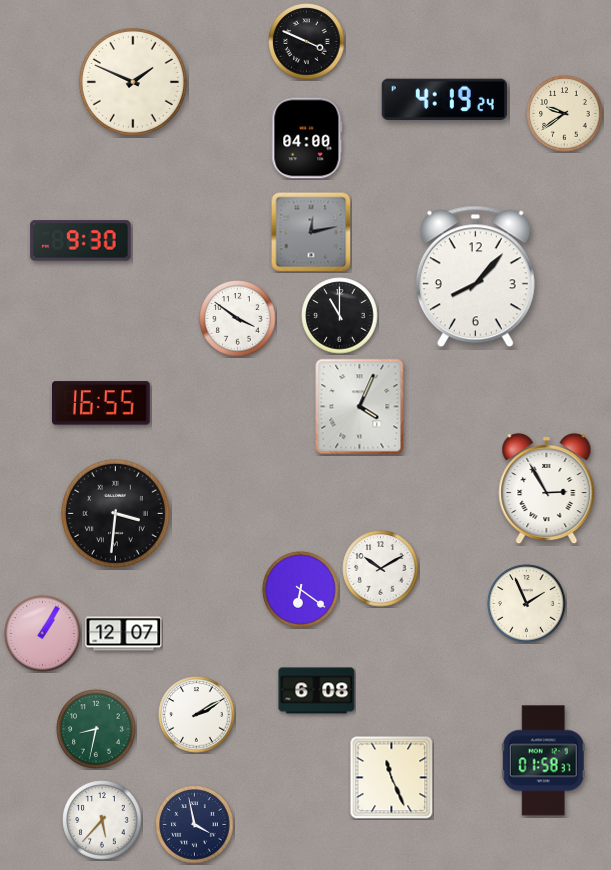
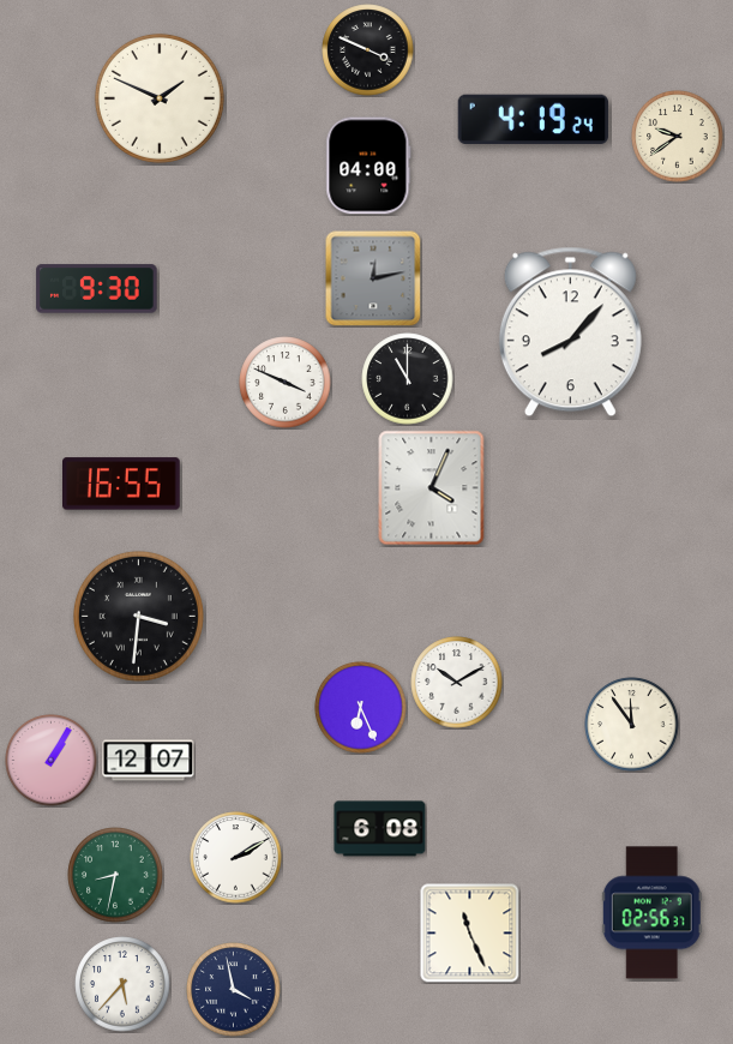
clock at (238, 319): 3:51 -> 3:49
clock at (547, 489): 2:55 -> none
clock at (301, 590): 6:21 -> 6:26
clock at (527, 604): 1:56 -> 11:54
clock at (543, 761): 01:58 -> 02:56
